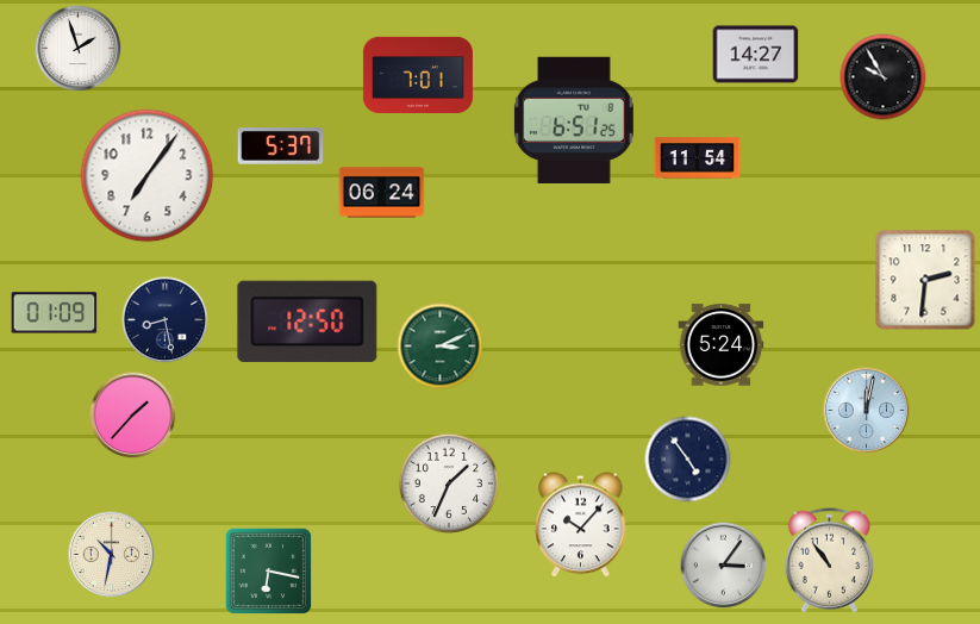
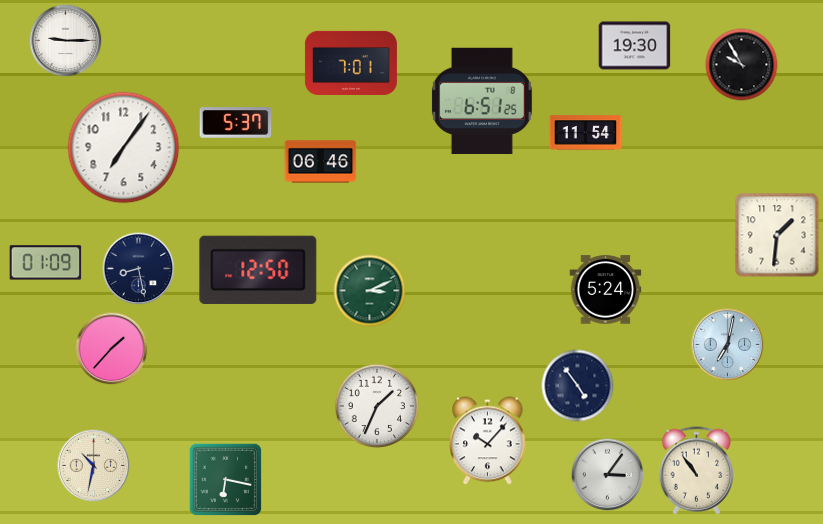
clock at (79, 49): 1:57 -> 9:15
clock at (756, 55): 14:27 -> 19:30
clock at (382, 193): 06:24 -> 06:46
clock at (925, 280): 2:31 -> 1:31
clock at (867, 411): 12:02 -> 7:02
